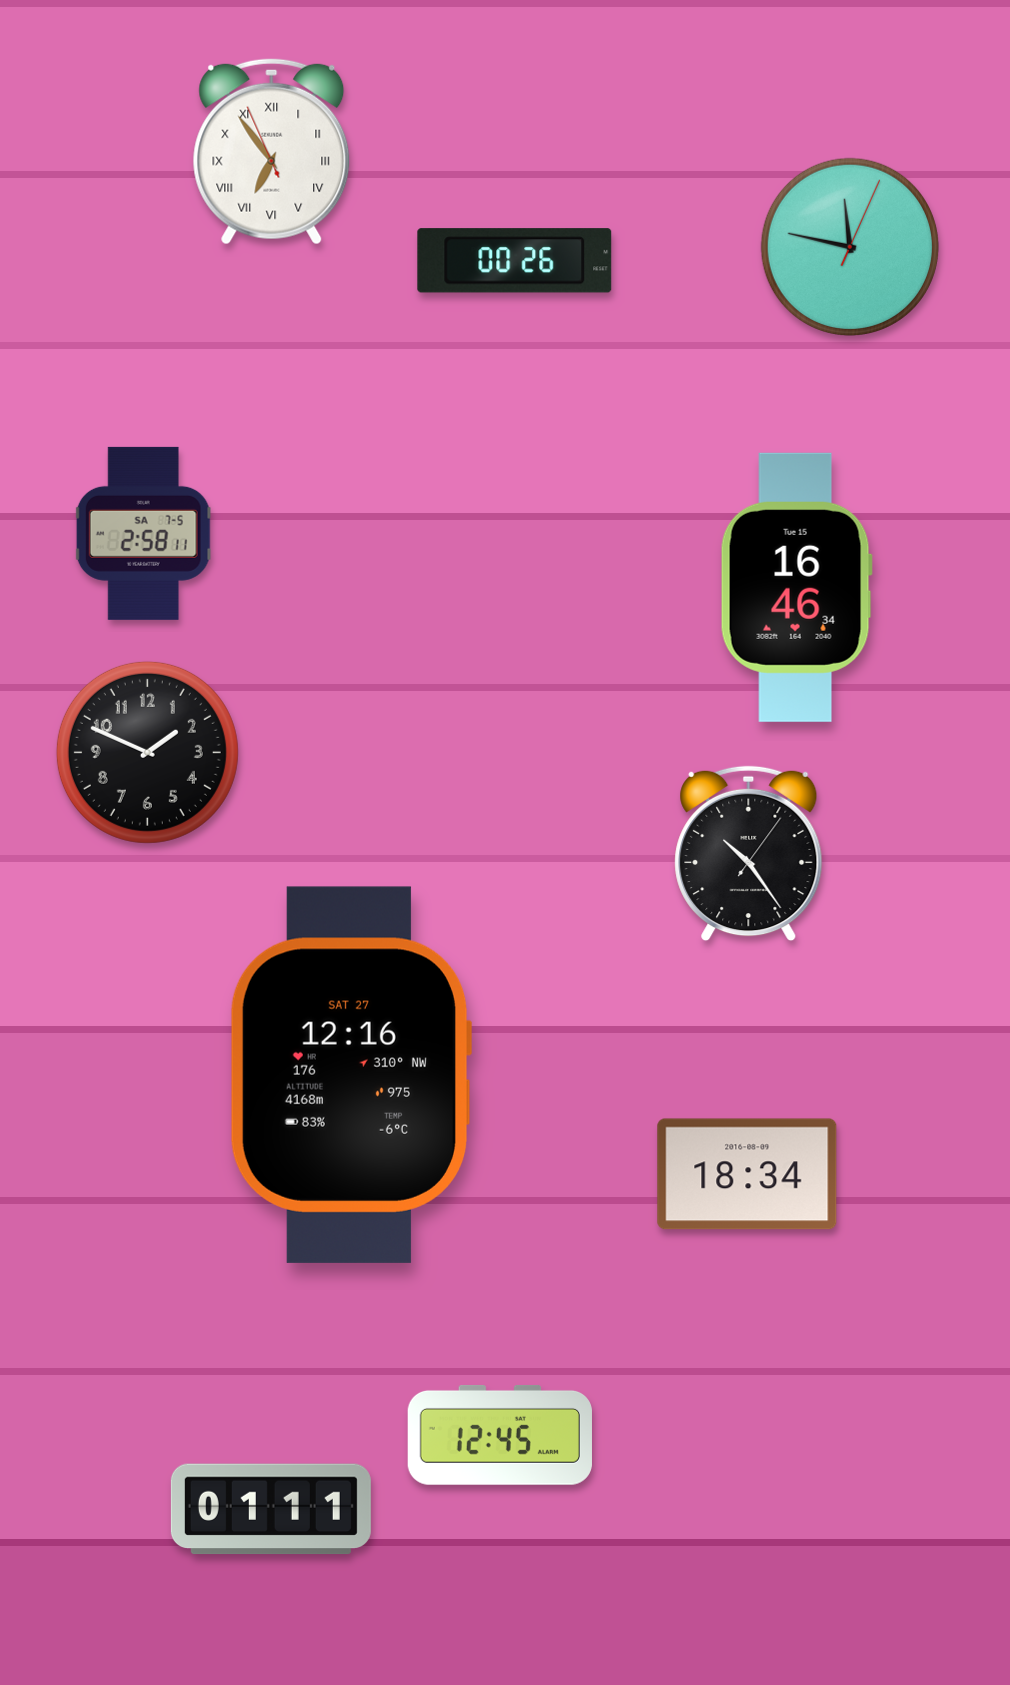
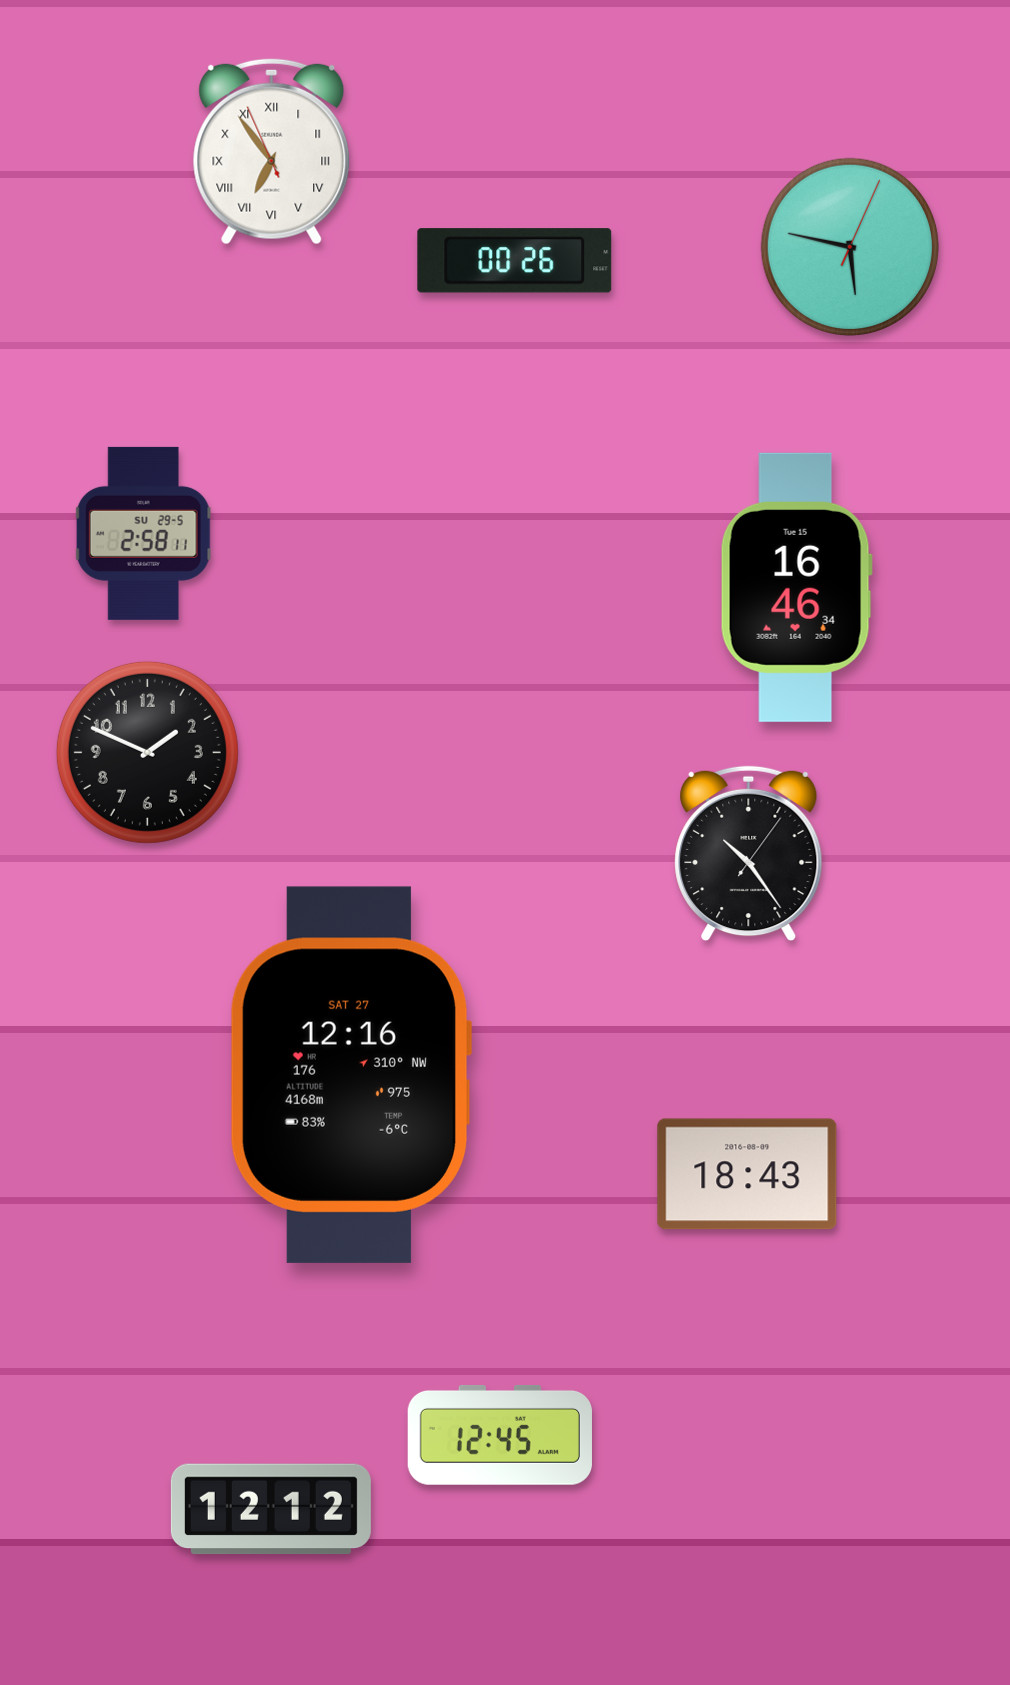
clock at (850, 247): 11:47 -> 5:47
clock at (143, 533) date: SA 7-5 -> SU 29-5
clock at (747, 1174): 18:34 -> 18:43
clock at (271, 1509): 01:11 -> 12:12
